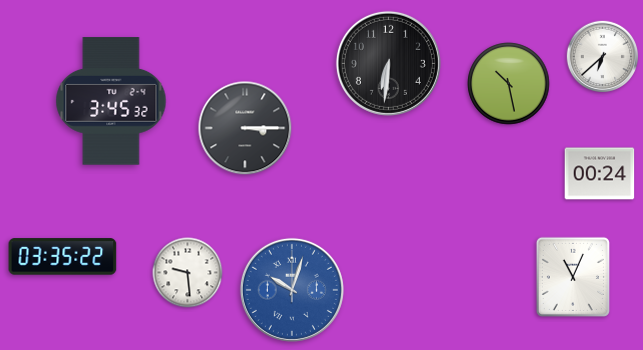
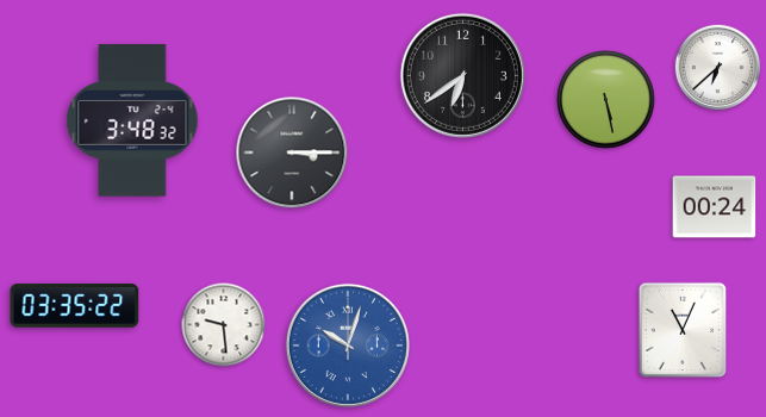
clock at (388, 63): 6:31 -> 6:39
clock at (509, 84): 10:28 -> 5:28
clock at (111, 101): 3:45 -> 3:48
